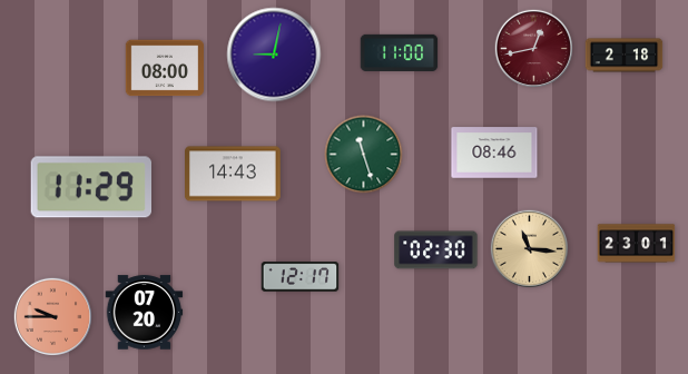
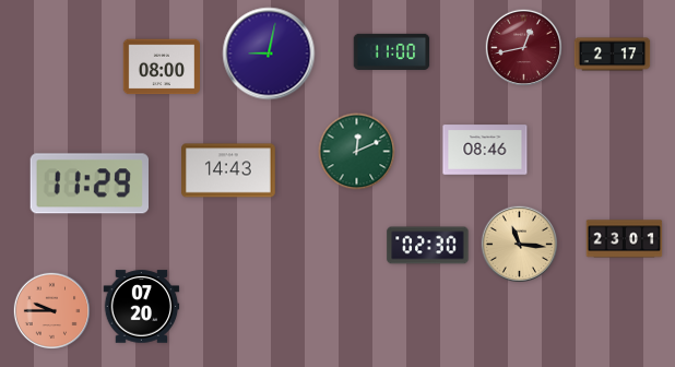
clock at (625, 56): 2:18 -> 2:17
clock at (364, 155): 11:27 -> 12:11
clock at (301, 277): 12:17 -> none
